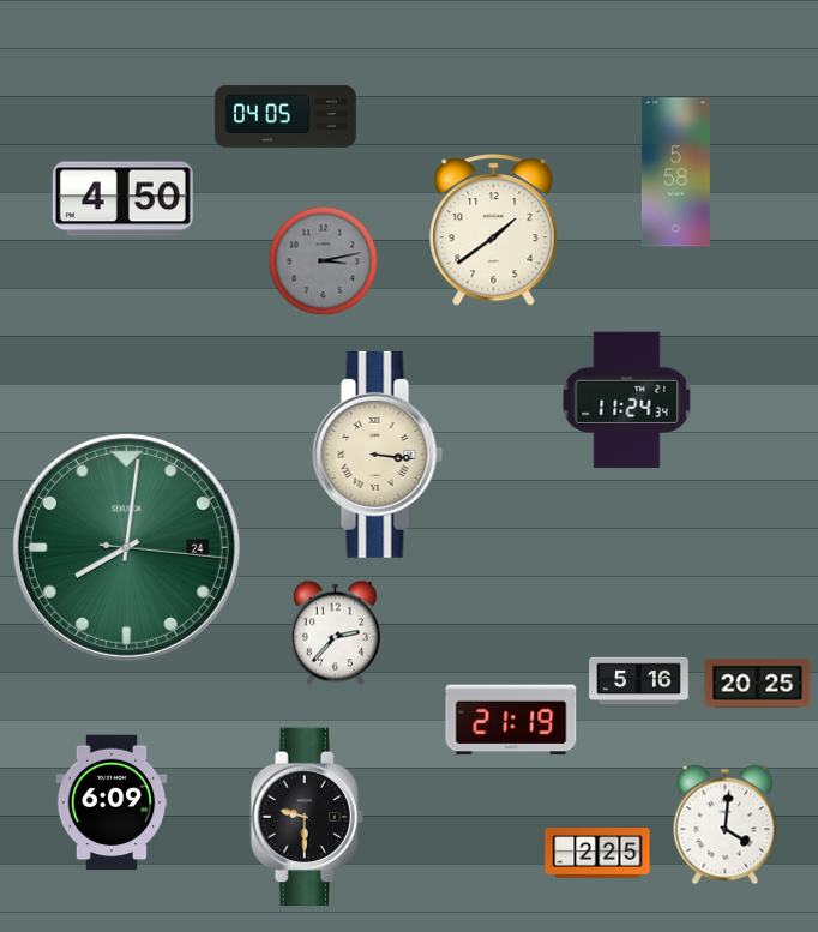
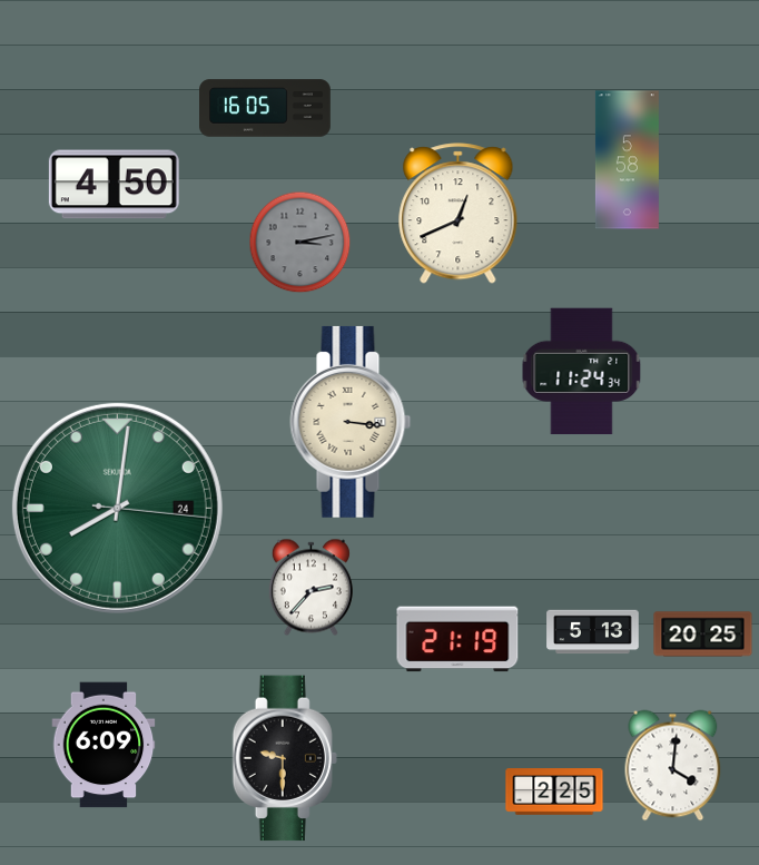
clock at (287, 116): 04:05 -> 16:05
clock at (494, 230): 1:39 -> 12:41
clock at (639, 681): 5:16 -> 5:13
clock at (511, 720) position: (511, 720) -> (457, 639)
